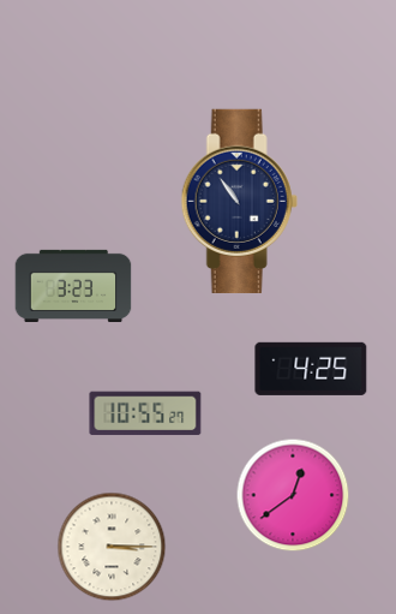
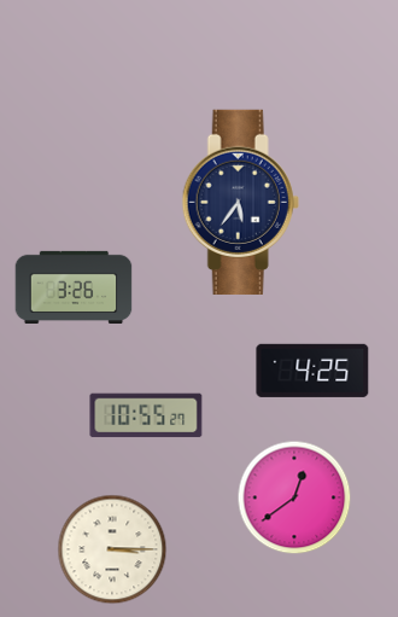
clock at (239, 201): 10:54 -> 5:36
clock at (73, 285): 3:23 -> 3:26
